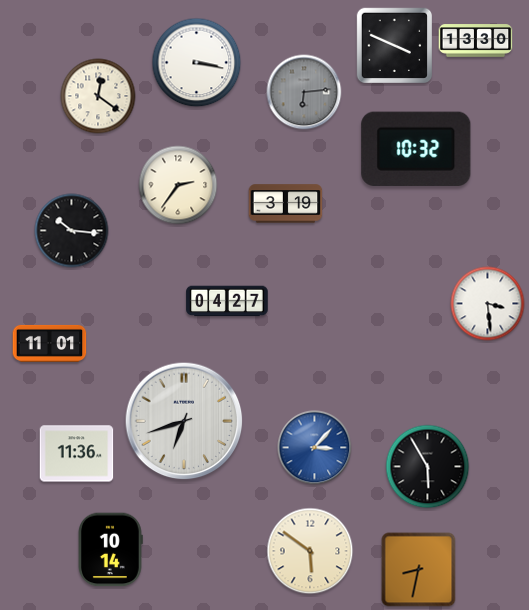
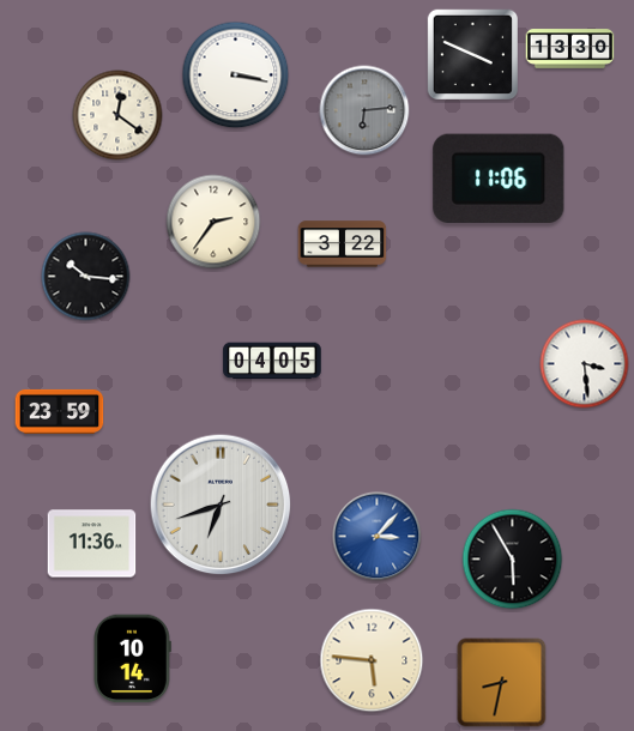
clock at (416, 149): 10:32 -> 11:06
clock at (286, 204): 3:19 -> 3:22
clock at (227, 301): 04:27 -> 04:05
clock at (50, 343): 11:01 -> 23:59
clock at (310, 551): 5:51 -> 5:46
